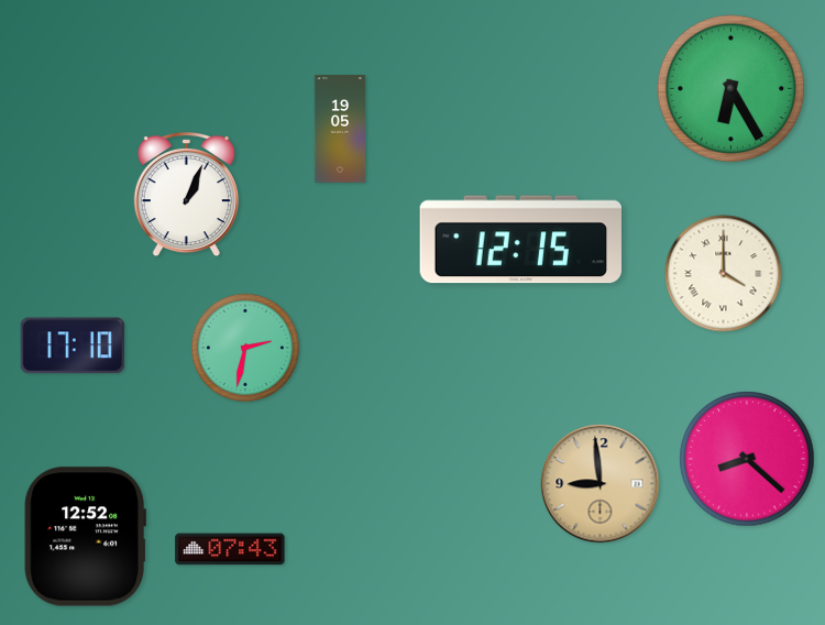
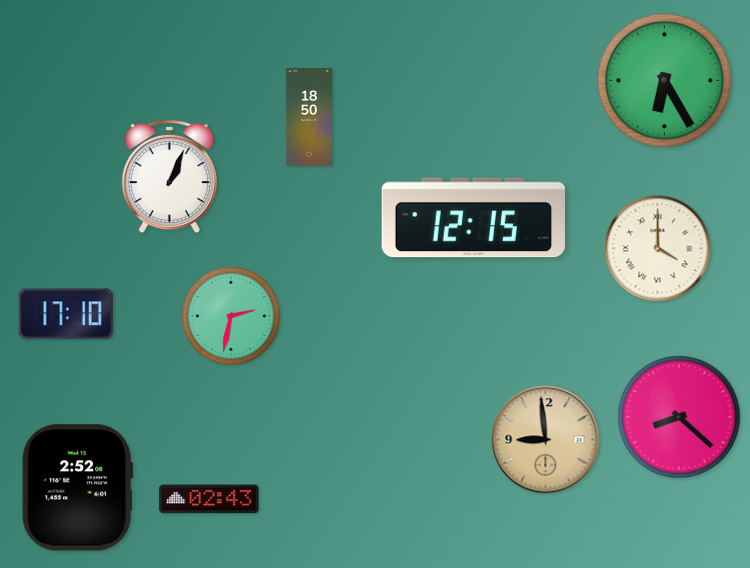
clock at (339, 129): 19:05 -> 18:50
clock at (246, 349) position: (246, 349) -> (232, 317)
clock at (85, 537): 12:52 -> 2:52
clock at (230, 549): 07:43 -> 02:43
